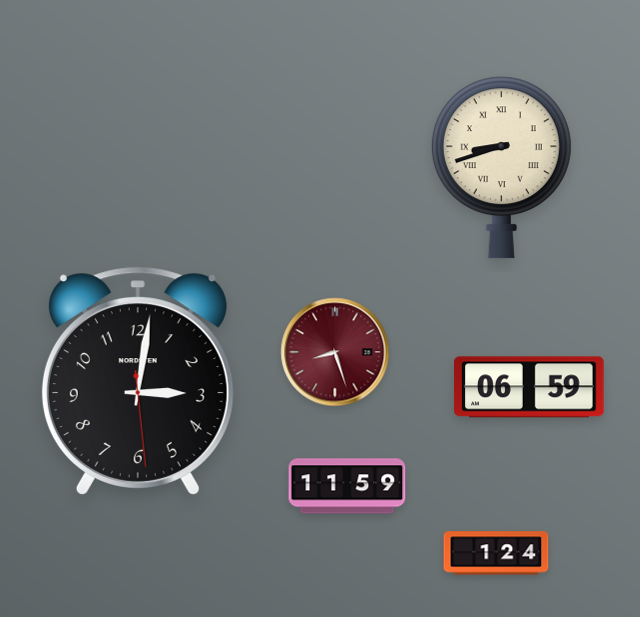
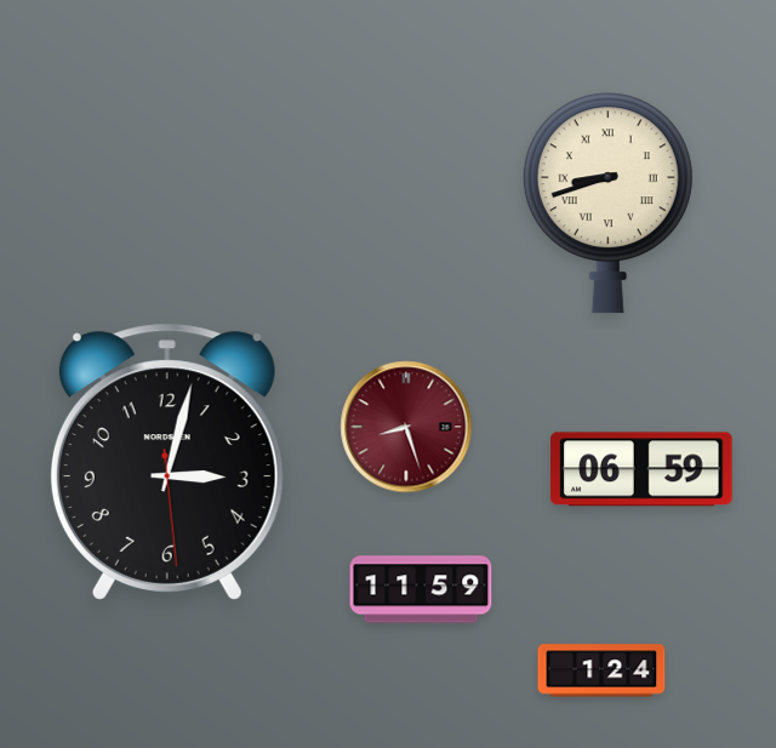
clock at (138, 381): 3:01 -> 3:02
